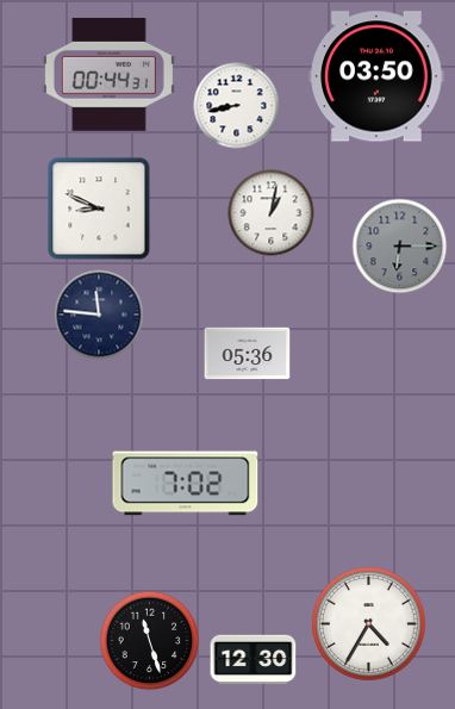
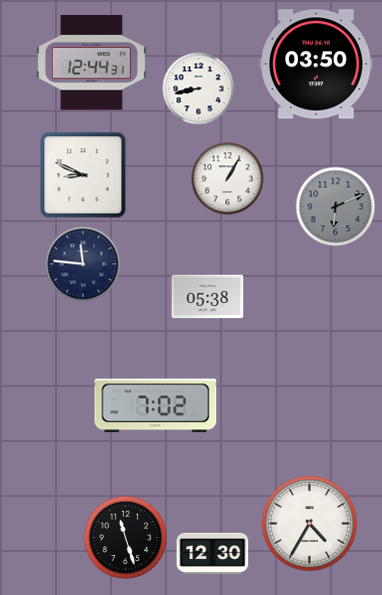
clock at (108, 75): 00:44 -> 12:44
clock at (272, 213): 1:02 -> 1:05
clock at (400, 247): 6:15 -> 6:11
clock at (248, 354): 05:36 -> 05:38
